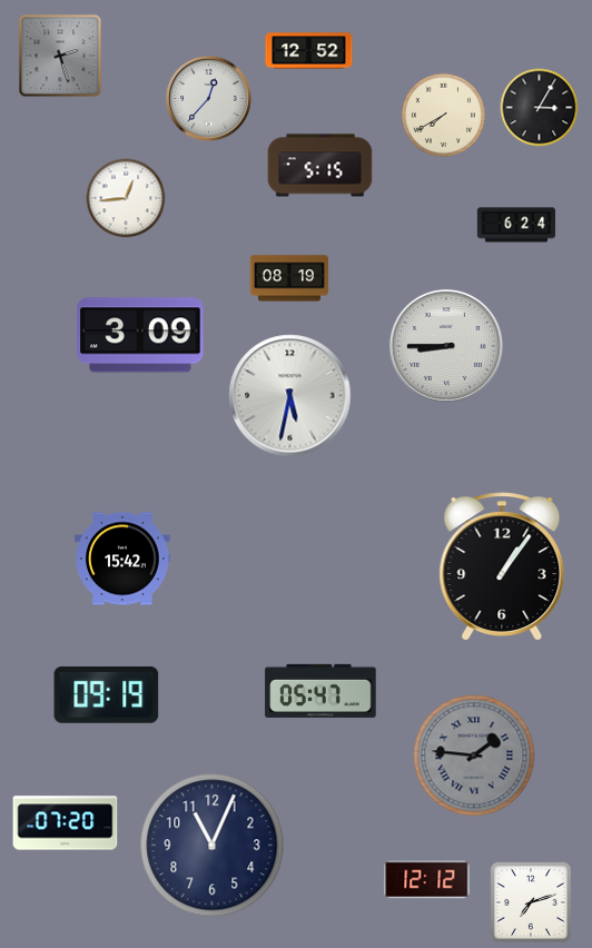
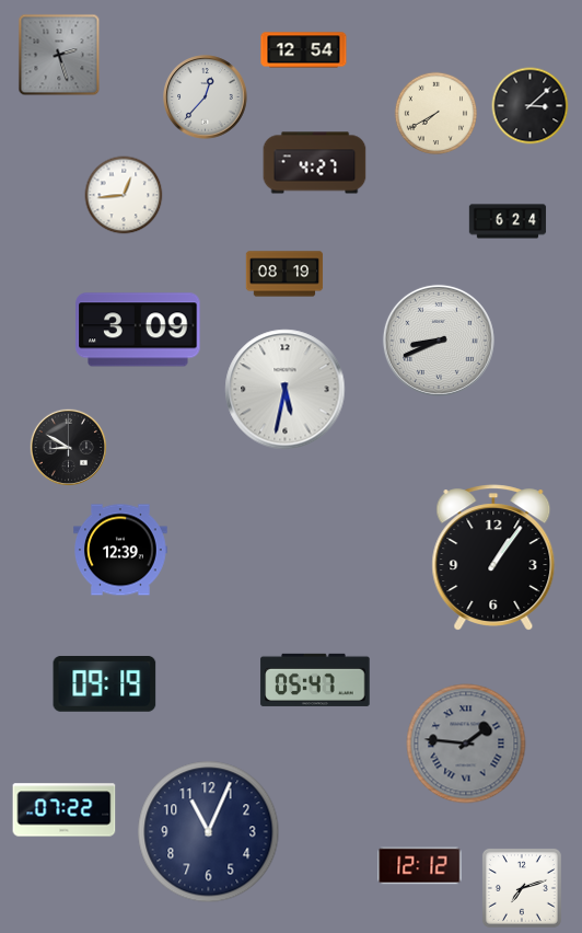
clock at (309, 51): 12:52 -> 12:54
clock at (540, 108): 3:05 -> 3:08
clock at (320, 166): 5:15 -> 4:27
clock at (446, 346): 8:45 -> 8:41
clock at (69, 448): none -> 8:50
clock at (124, 559): 15:42 -> 12:39
clock at (66, 823): 07:20 -> 07:22
